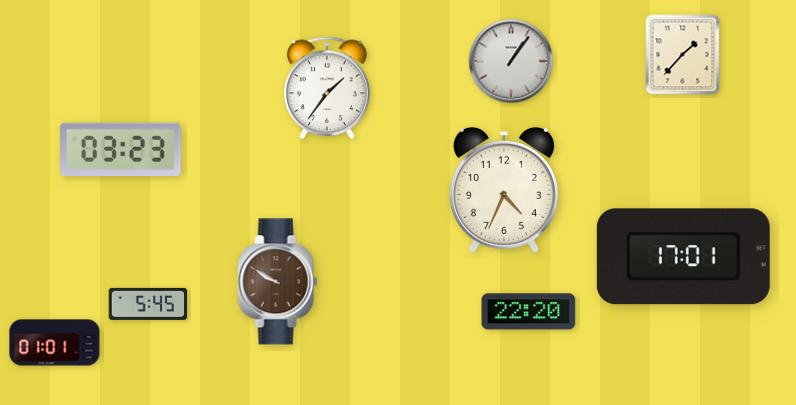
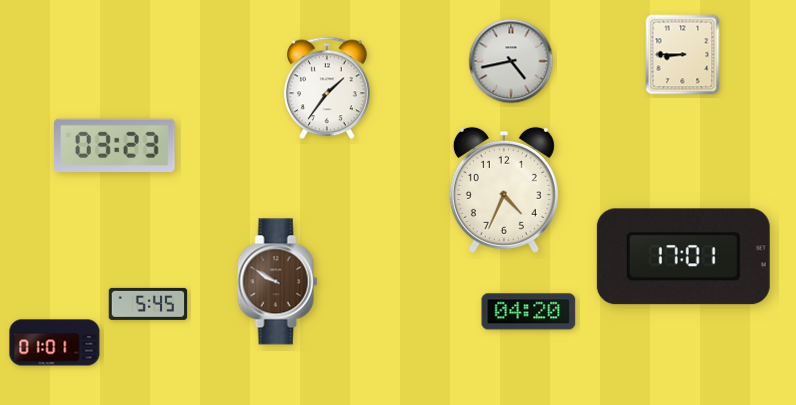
clock at (683, 55): 1:37 -> 8:45
clock at (511, 61): 1:06 -> 4:43
clock at (121, 149) position: (121, 149) -> (115, 145)
clock at (529, 312): 22:20 -> 04:20
